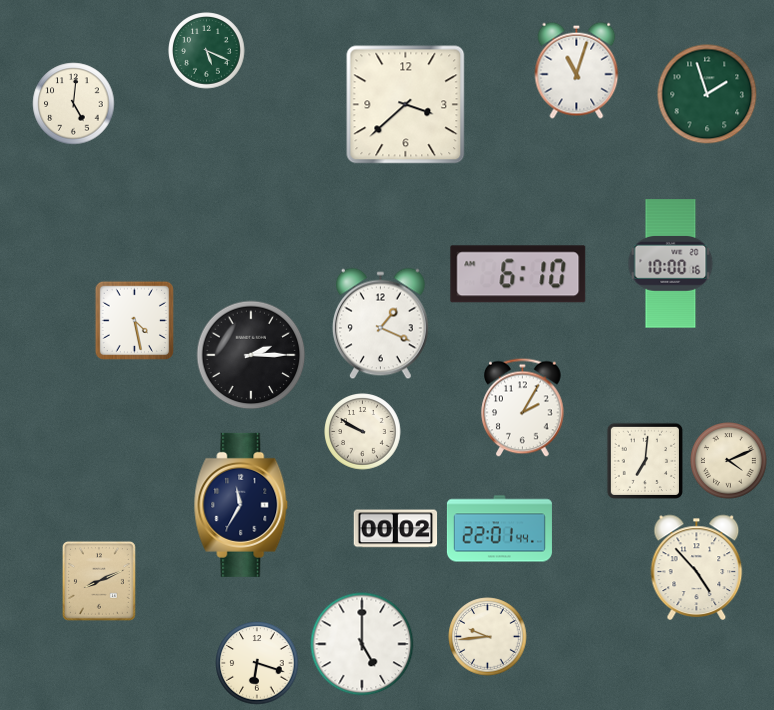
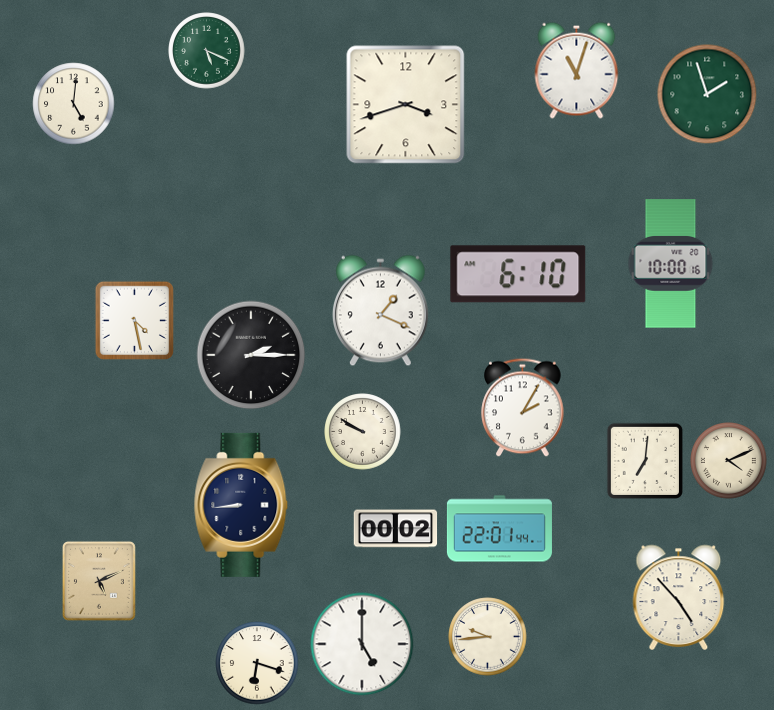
clock at (406, 105): 3:38 -> 3:42
clock at (380, 324) position: (380, 324) -> (380, 311)
clock at (241, 505): 11:35 -> 8:44
clock at (697, 567) position: (697, 567) -> (679, 597)
clock at (99, 581): 8:11 -> 5:11
